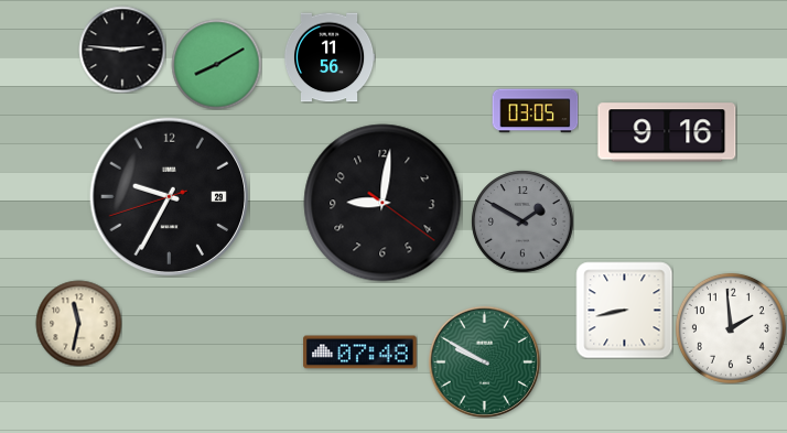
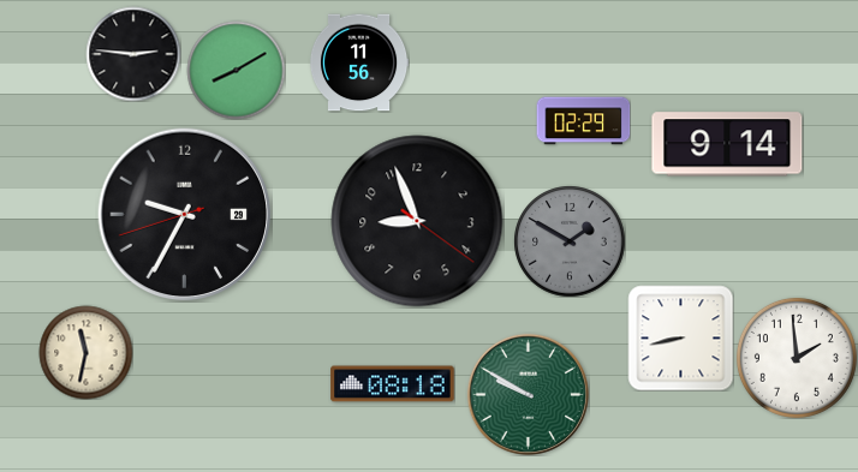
clock at (535, 111): 03:05 -> 02:29
clock at (667, 132): 9:16 -> 9:14
clock at (382, 203): 9:01 -> 8:56
clock at (360, 353): 07:48 -> 08:18
